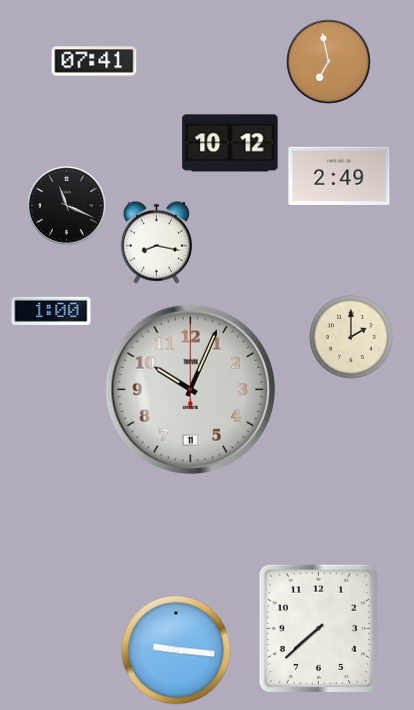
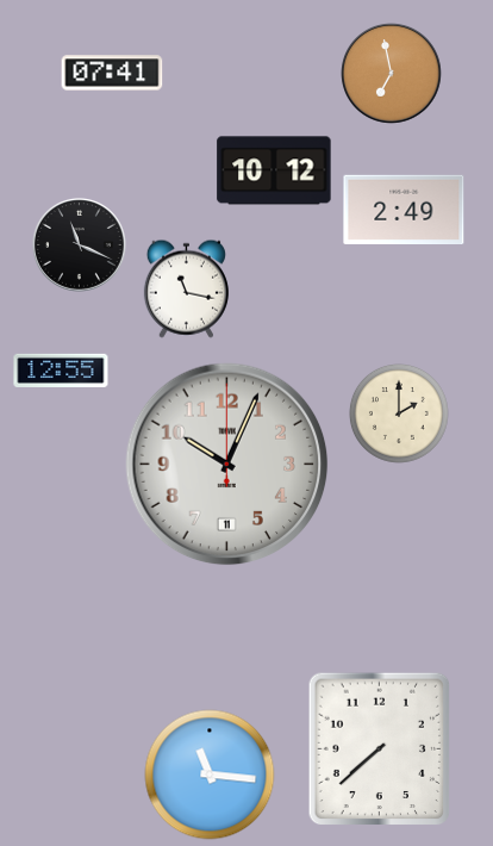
clock at (156, 242): 8:17 -> 11:17
clock at (51, 311): 1:00 -> 12:55
clock at (351, 337) position: (351, 337) -> (399, 413)
clock at (176, 650): 9:16 -> 11:16
